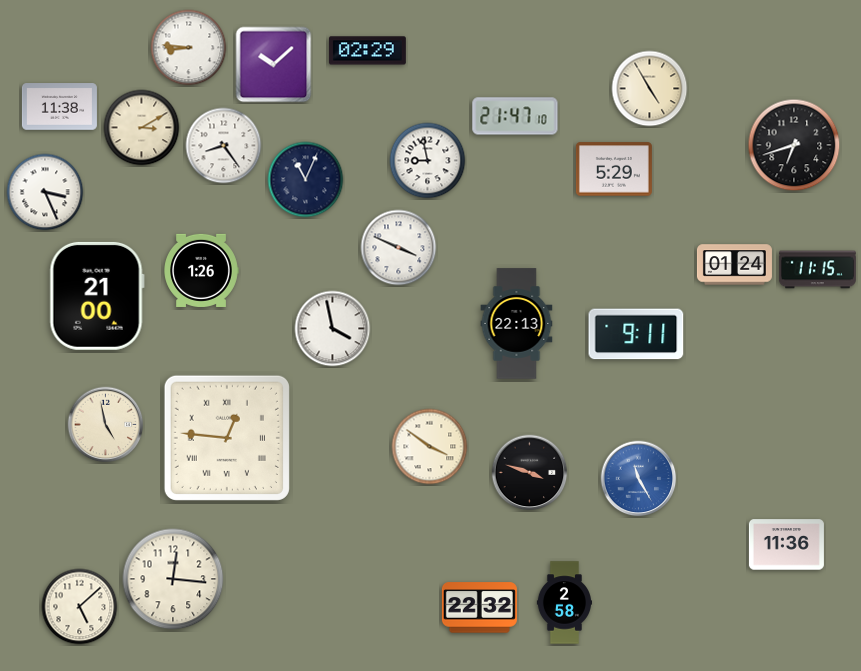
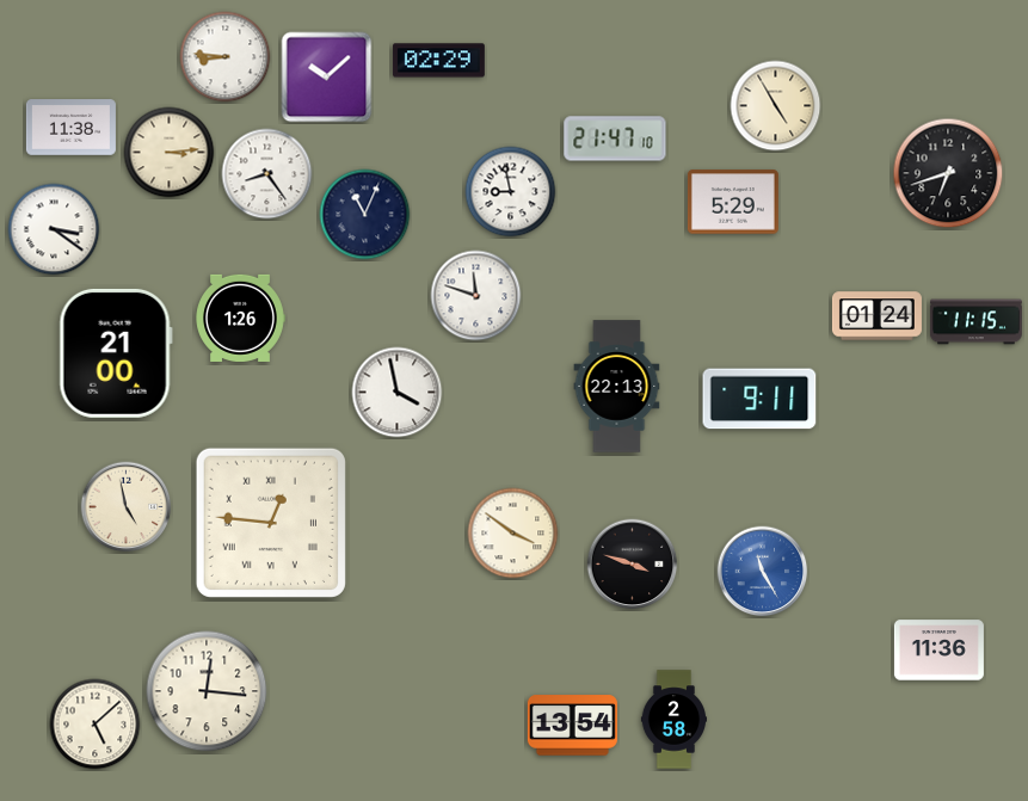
clock at (142, 128): 3:10 -> 3:14
clock at (45, 192): 3:26 -> 3:21
clock at (399, 248): 3:49 -> 11:48
clock at (201, 270) position: (201, 270) -> (240, 318)
clock at (479, 608): 22:32 -> 13:54
